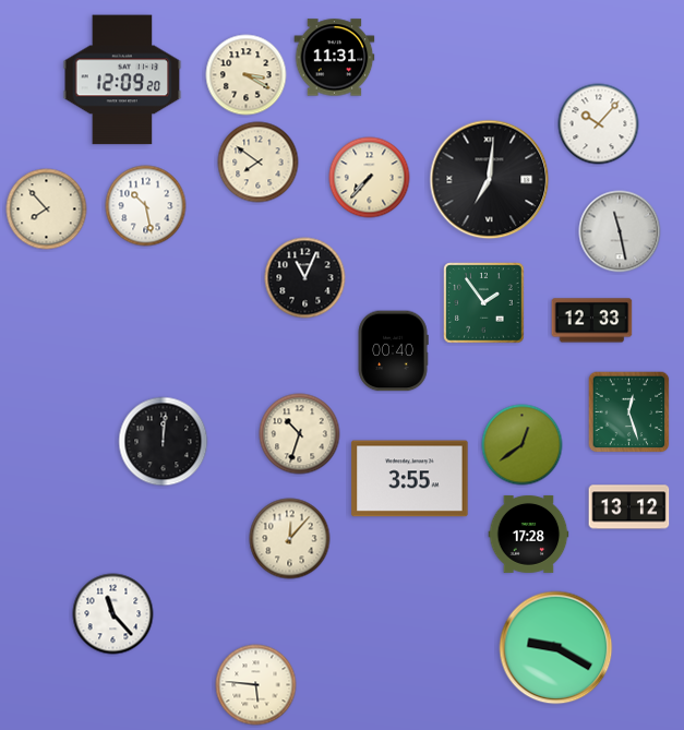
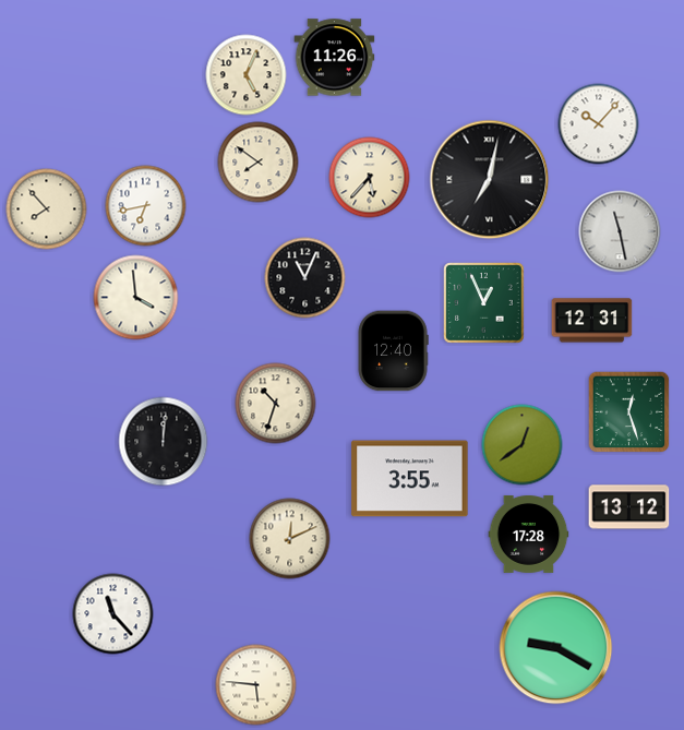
clock at (335, 58): 11:31 -> 11:26
clock at (247, 75): 3:20 -> 5:04
clock at (122, 80): 12:09 -> none
clock at (370, 178): 7:37 -> 5:37
clock at (490, 180): 7:01 -> 7:02
clock at (146, 206): 10:28 -> 6:43
clock at (136, 298): none -> 3:59
clock at (484, 303): 1:54 -> 12:56
clock at (592, 321): 12:33 -> 12:31
clock at (393, 351): 00:40 -> 12:40
clock at (300, 434) position: (300, 434) -> (276, 404)
clock at (290, 539): 12:07 -> 12:11
